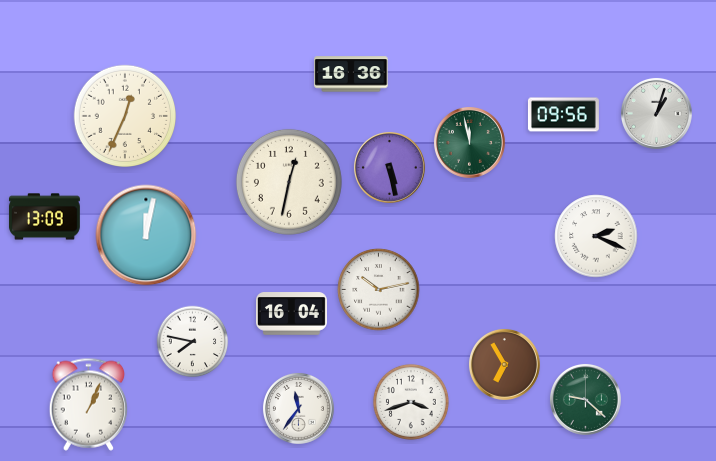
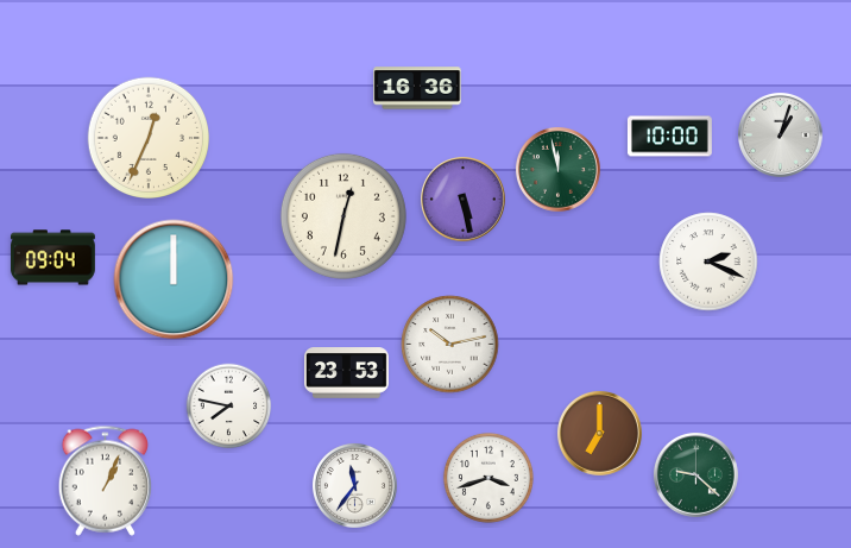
clock at (563, 115): 09:56 -> 10:00
clock at (44, 217): 13:09 -> 09:04
clock at (146, 235): 12:02 -> 12:00
clock at (596, 236) position: (596, 236) -> (708, 262)
clock at (292, 314): 16:04 -> 23:53
clock at (504, 364): 6:55 -> 7:00
